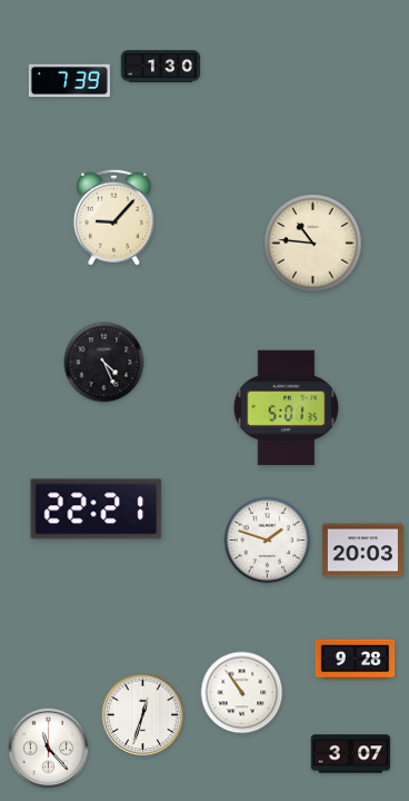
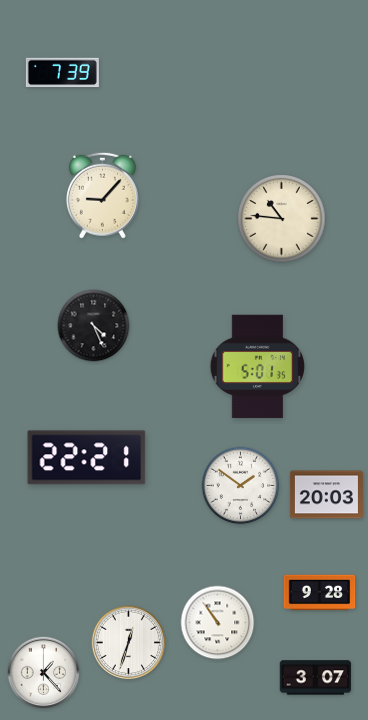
clock at (161, 67): 1:30 -> none
clock at (268, 541): 1:48 -> 1:51
clock at (49, 749): 11:23 -> 1:23
